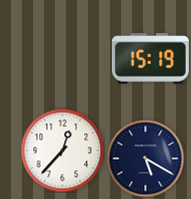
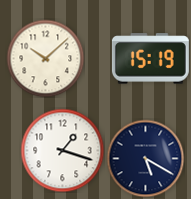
clock at (45, 58): none -> 10:08
clock at (62, 150): 12:37 -> 1:18
